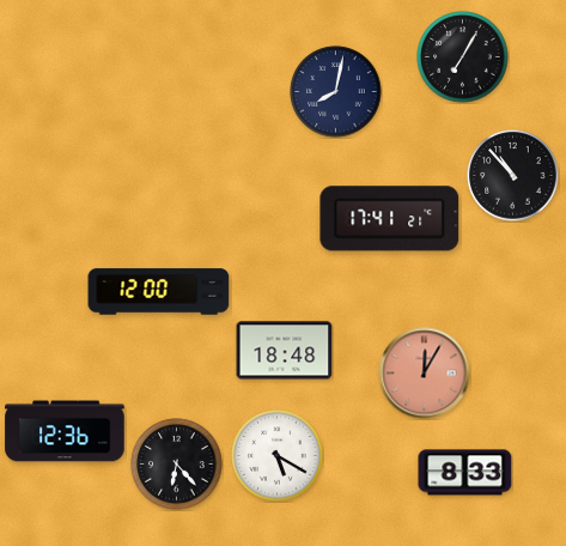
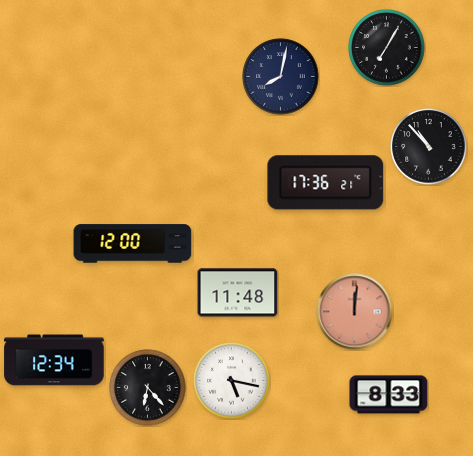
clock at (390, 219): 17:41 -> 17:36
clock at (285, 351): 18:48 -> 11:48
clock at (425, 374): 12:05 -> 12:01
clock at (65, 431): 12:36 -> 12:34
clock at (278, 456): 5:20 -> 5:17
